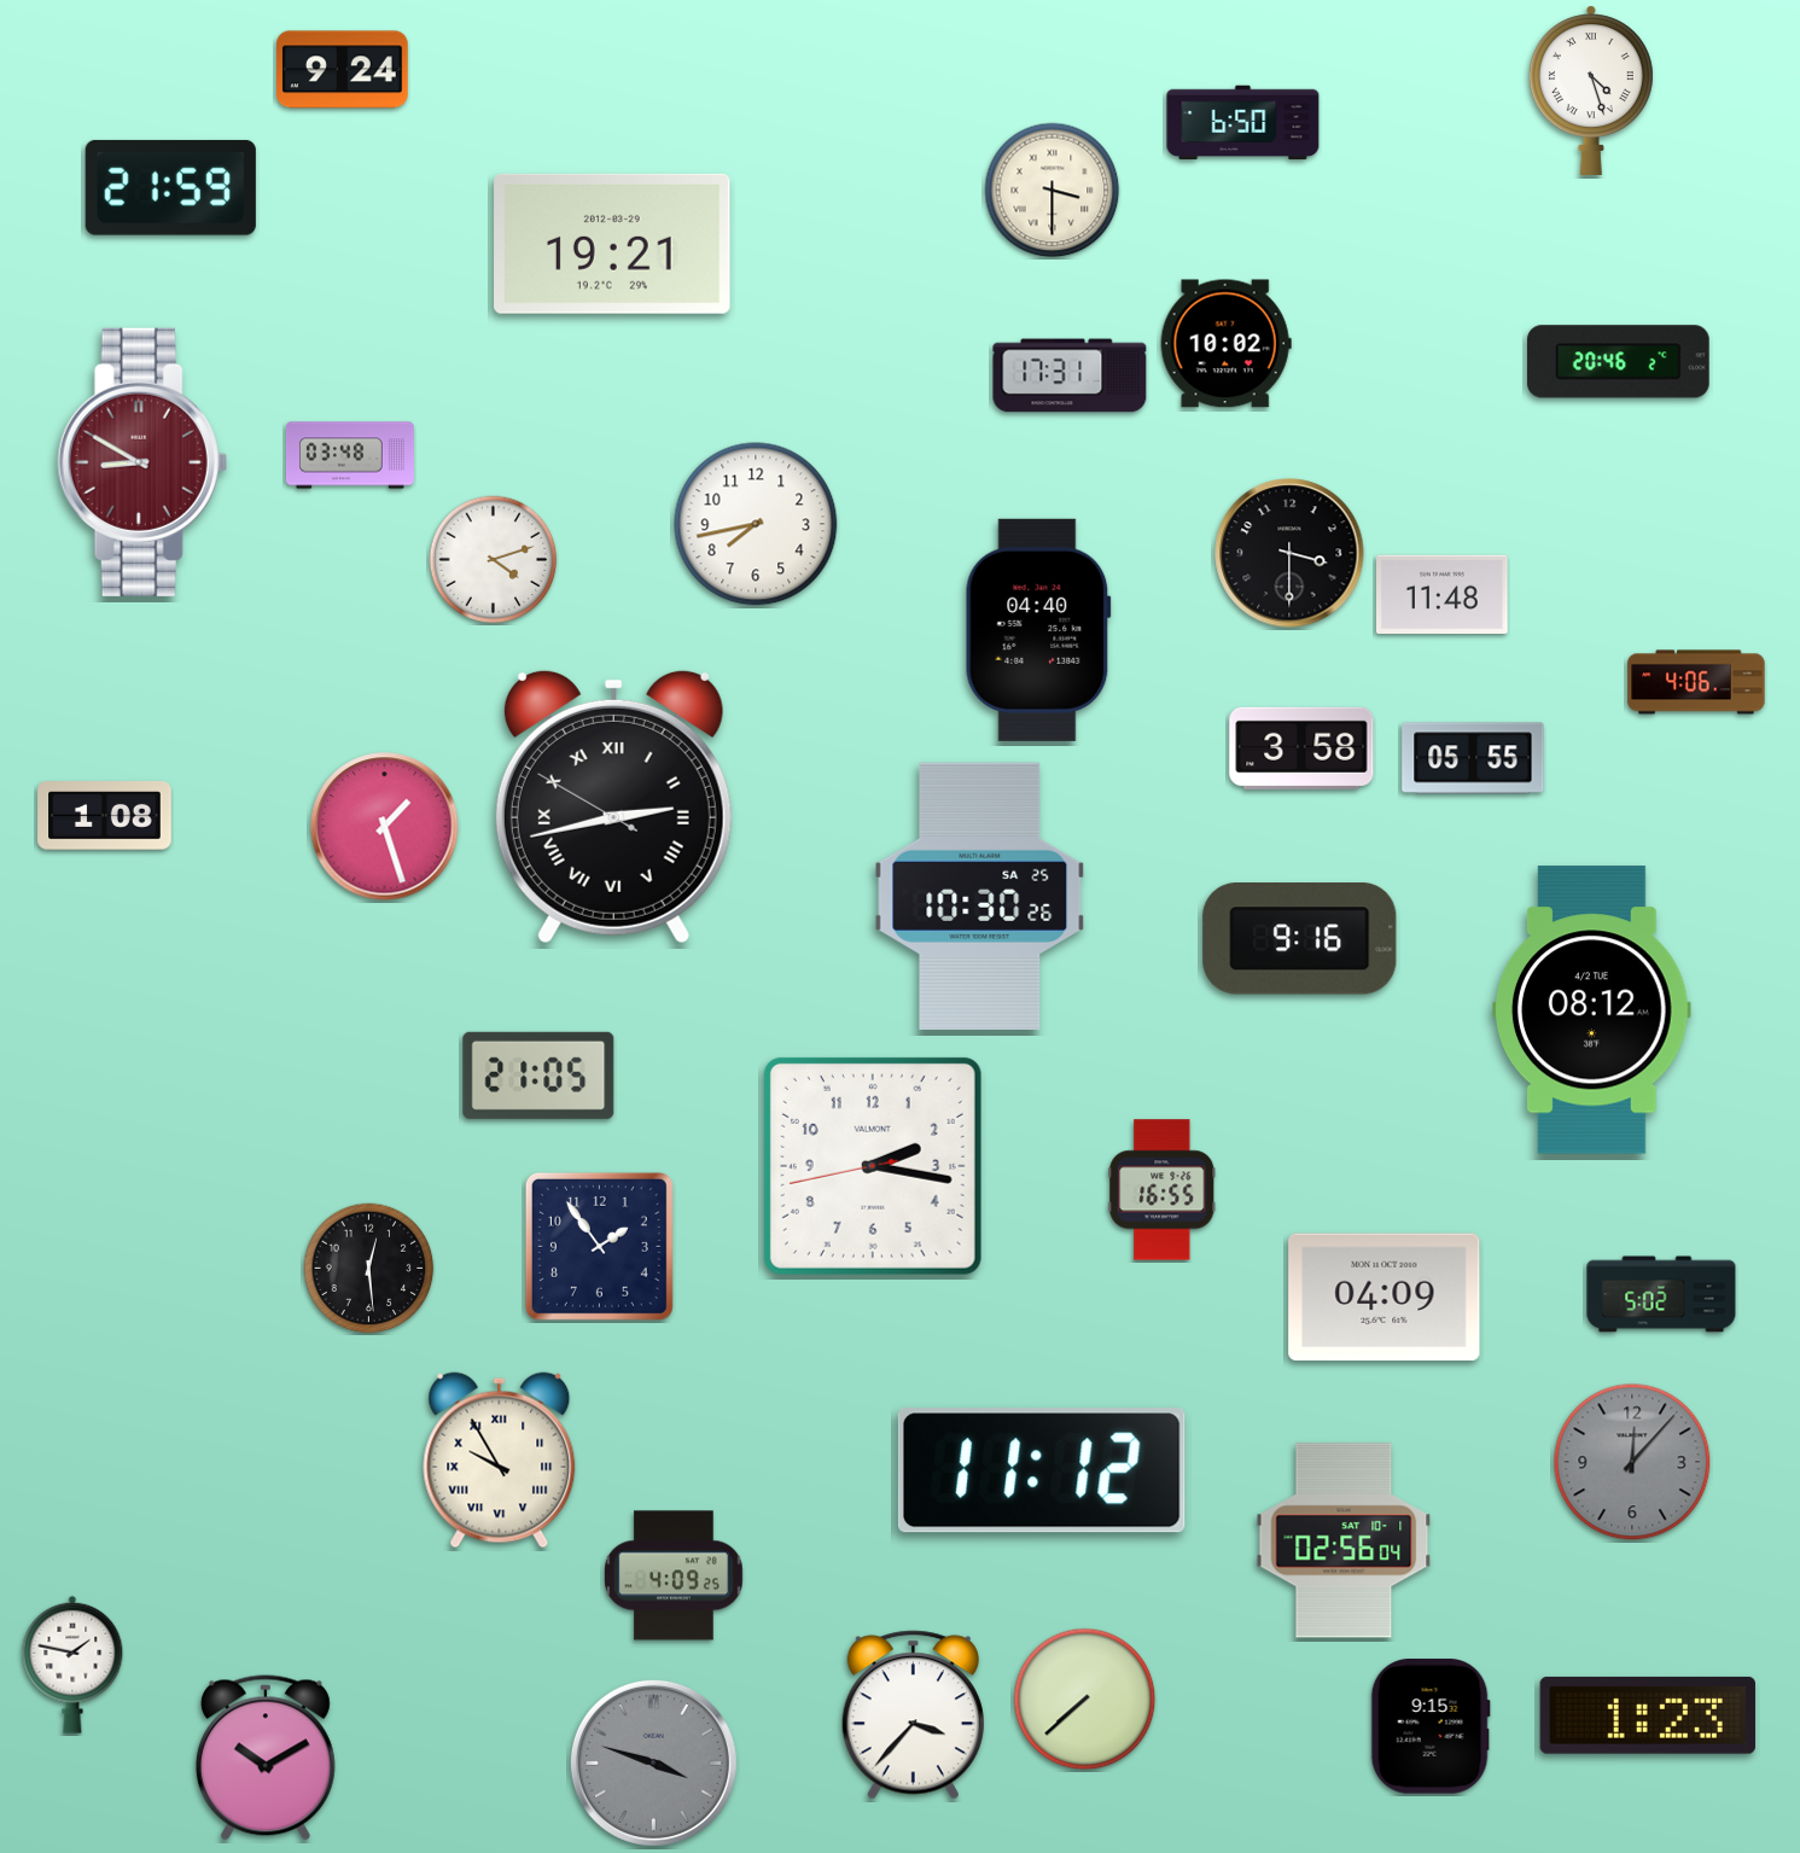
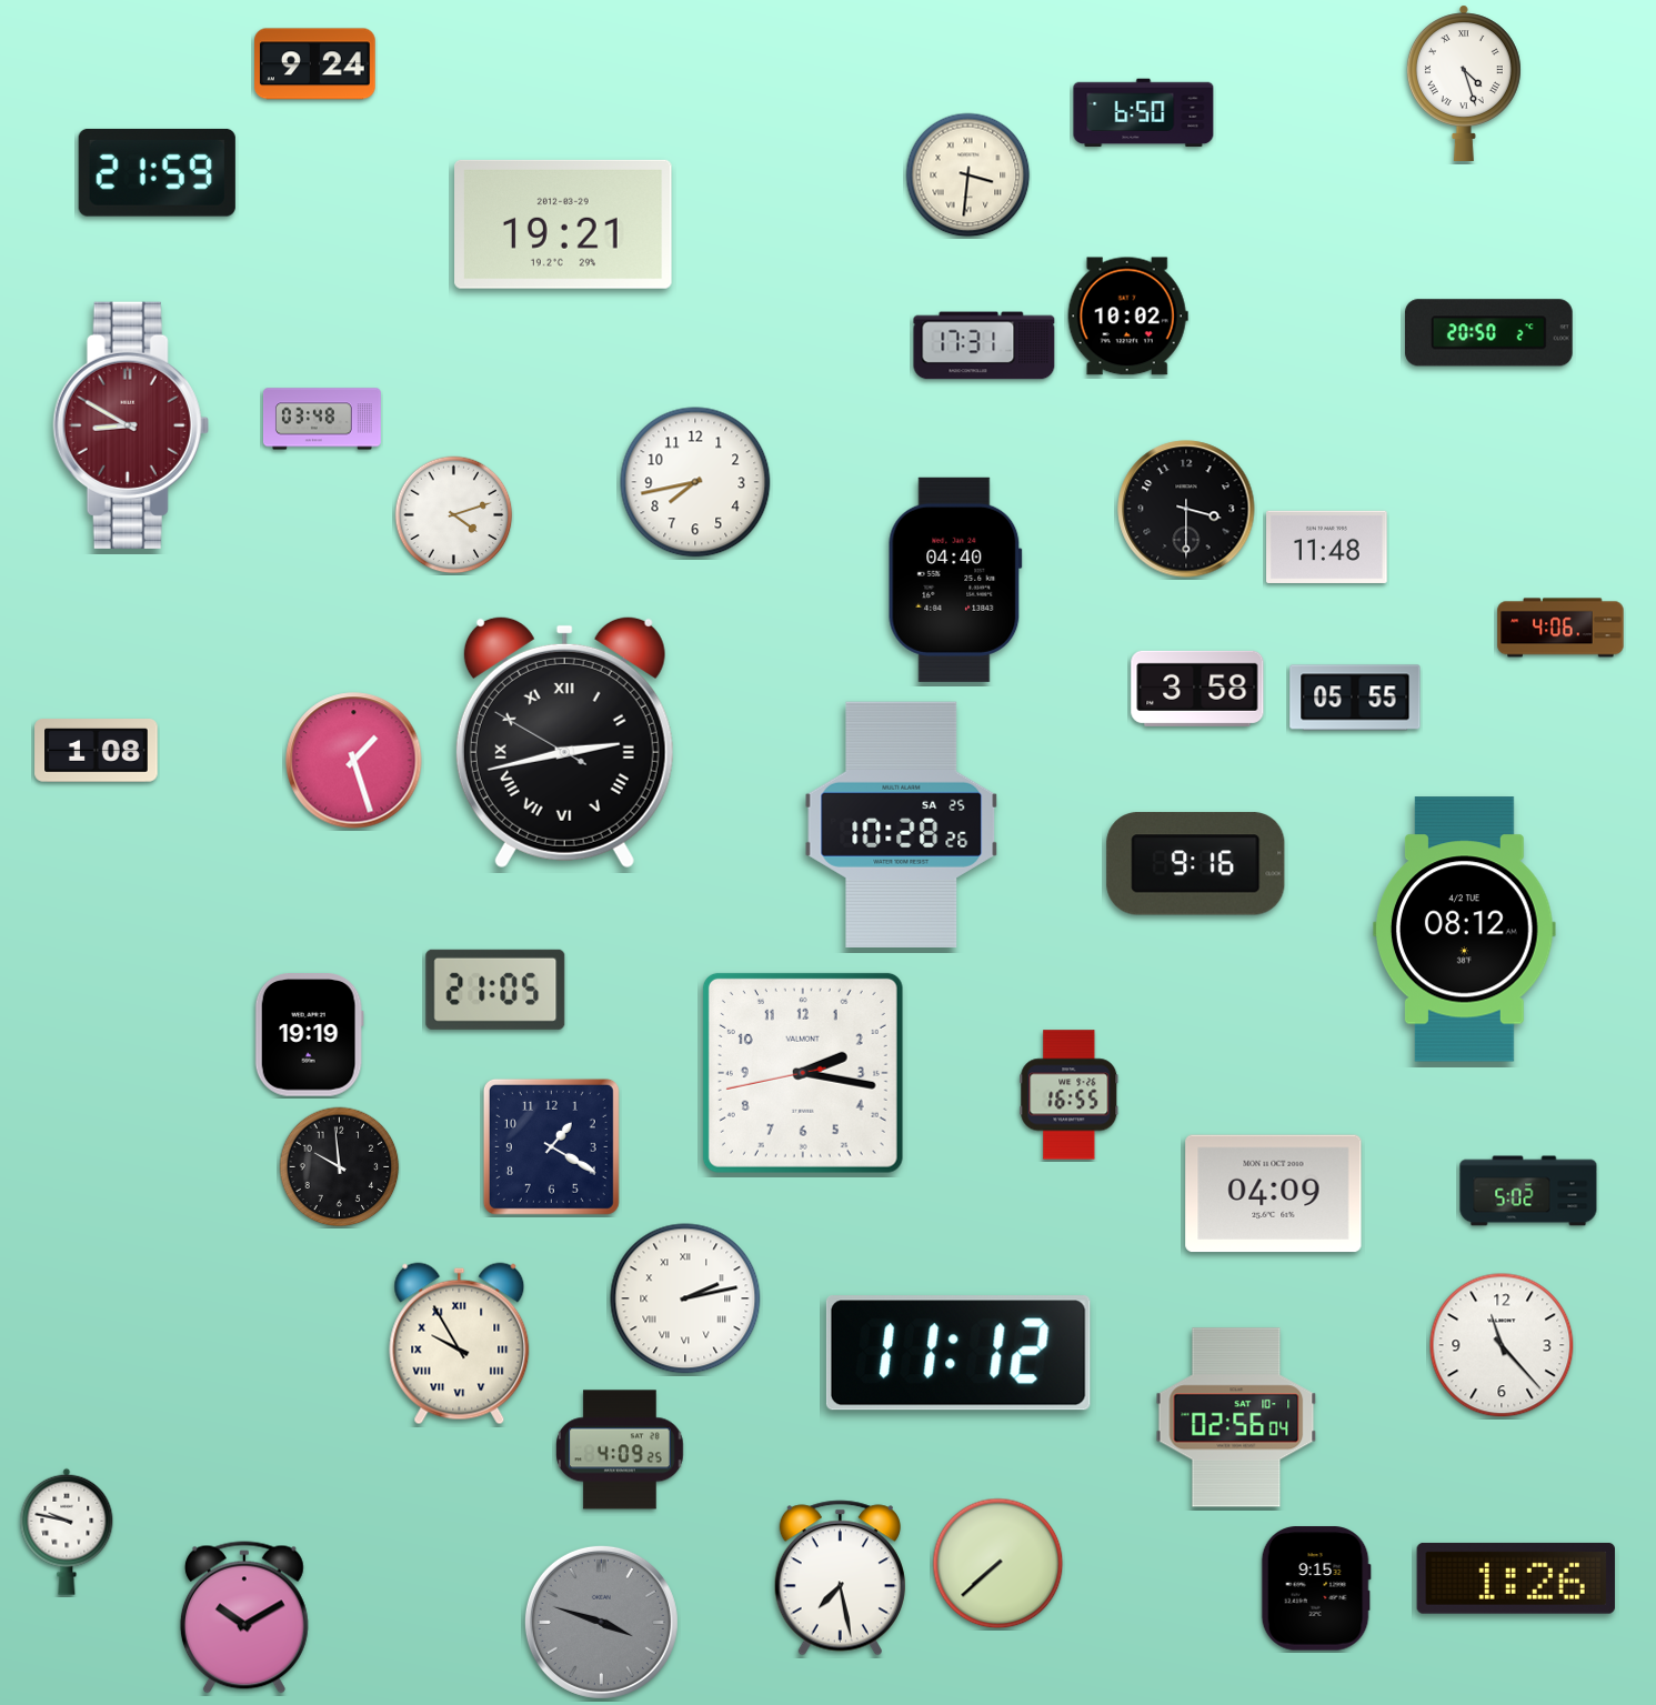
clock at (1053, 191): 3:30 -> 3:31
clock at (1619, 362): 20:46 -> 20:50
clock at (980, 896): 10:30 -> 10:28
clock at (309, 1035): none -> 19:19
clock at (599, 1246): 1:54 -> 1:20
clock at (369, 1269): 12:29 -> 9:59
clock at (685, 1298): none -> 2:13
clock at (1632, 1462): 12:07 -> 11:23
clock at (1632, 1462) dial: grey -> white
clock at (72, 1665): 1:47 -> 9:47
clock at (913, 1715): 3:37 -> 7:28
clock at (1648, 1715): 1:23 -> 1:26
